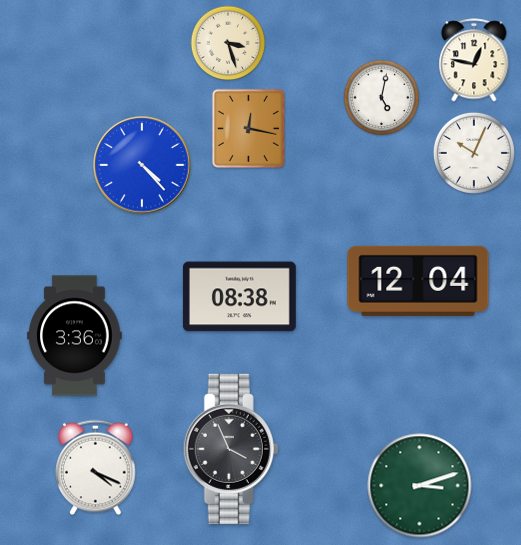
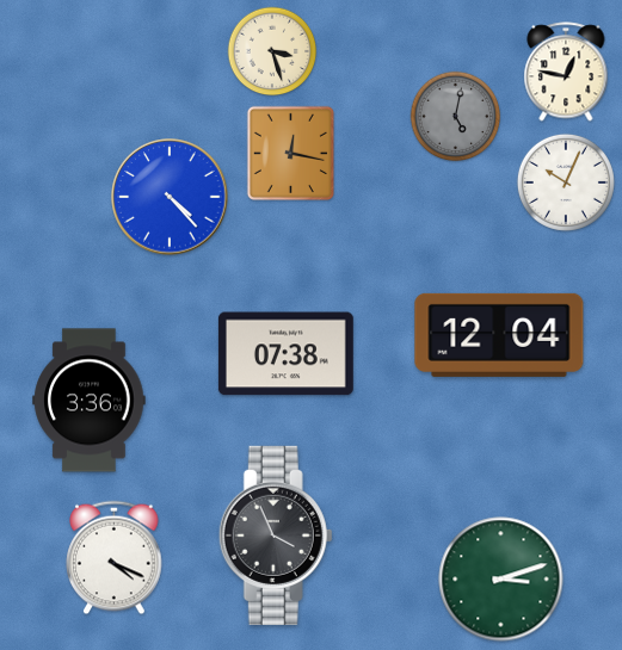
clock at (382, 98) dial: white -> grey
clock at (248, 128) position: (248, 128) -> (290, 153)
clock at (239, 297): 08:38 -> 07:38
